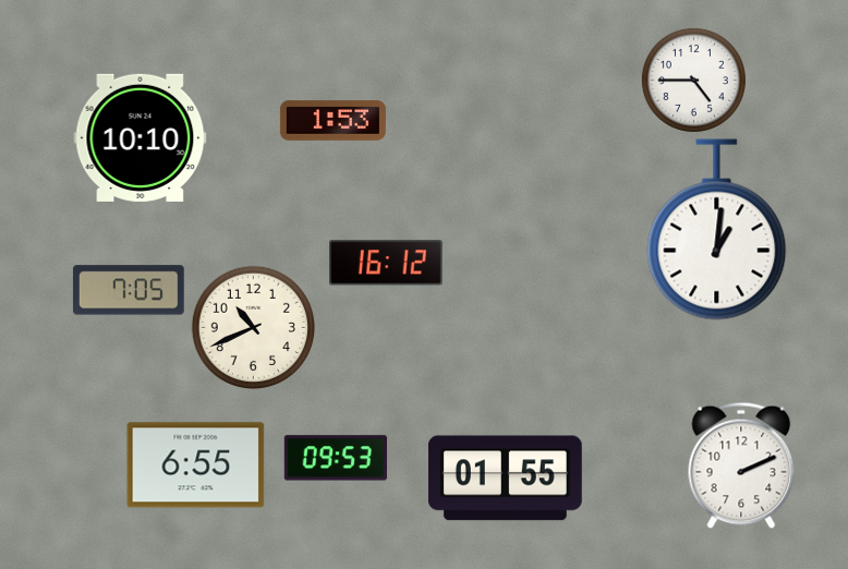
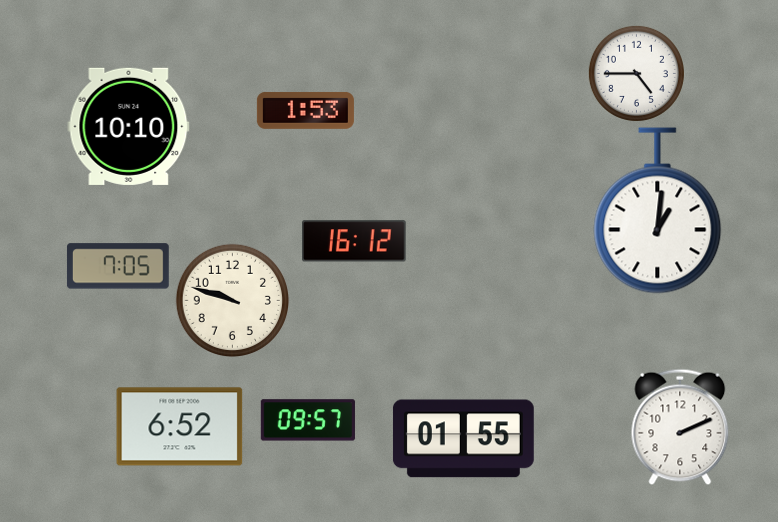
clock at (253, 327): 10:41 -> 9:48
clock at (336, 458): 09:53 -> 09:57
clock at (196, 465): 6:55 -> 6:52
